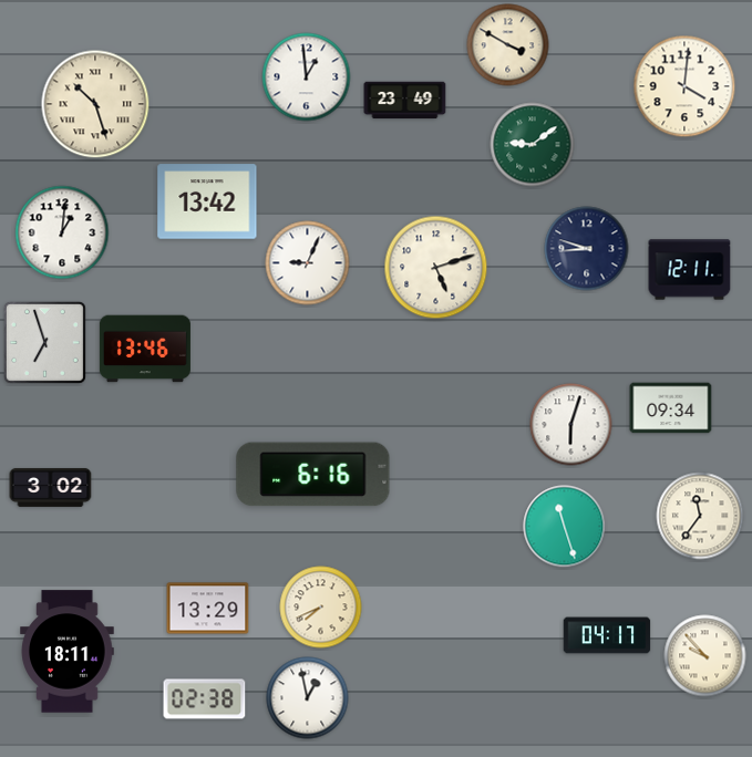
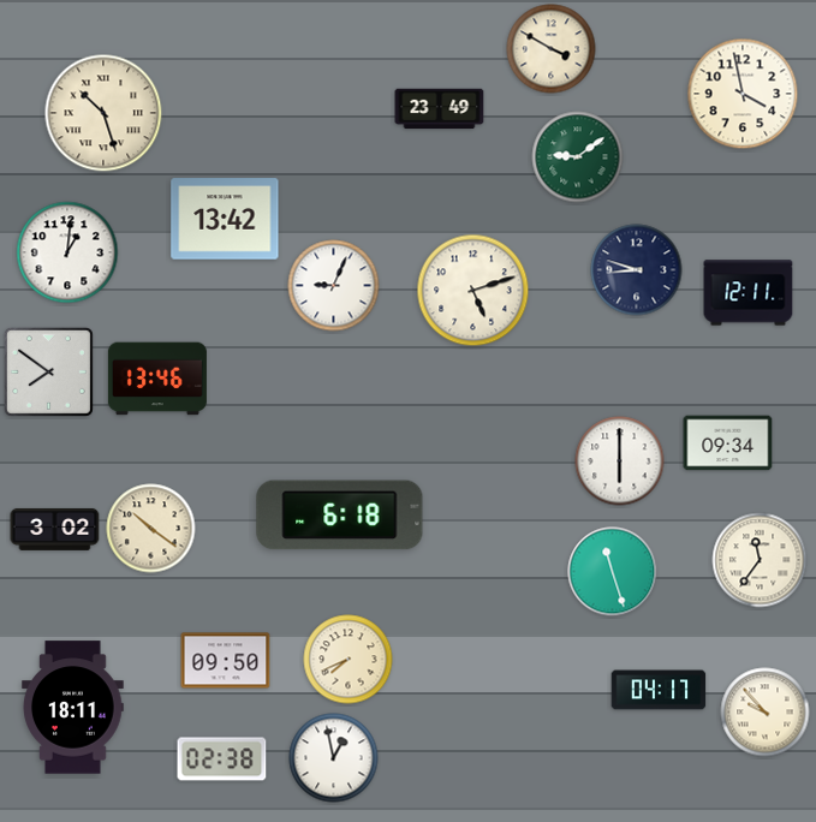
clock at (307, 77): 12:59 -> none
clock at (684, 86): 4:01 -> 3:58
clock at (44, 342): 6:57 -> 7:51
clock at (571, 425): 6:03 -> 6:00
clock at (313, 475): 6:16 -> 6:18
clock at (151, 529): none -> 10:21
clock at (208, 609): 13:29 -> 09:50
